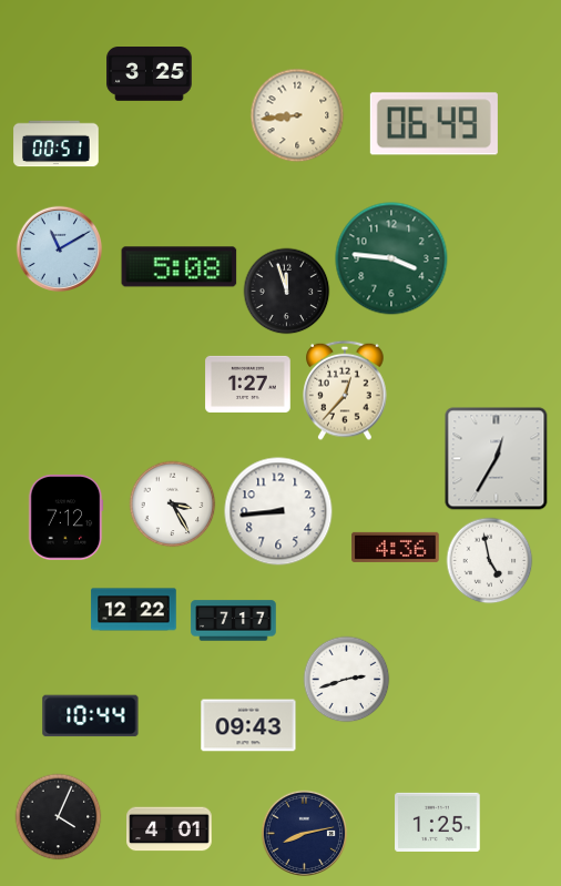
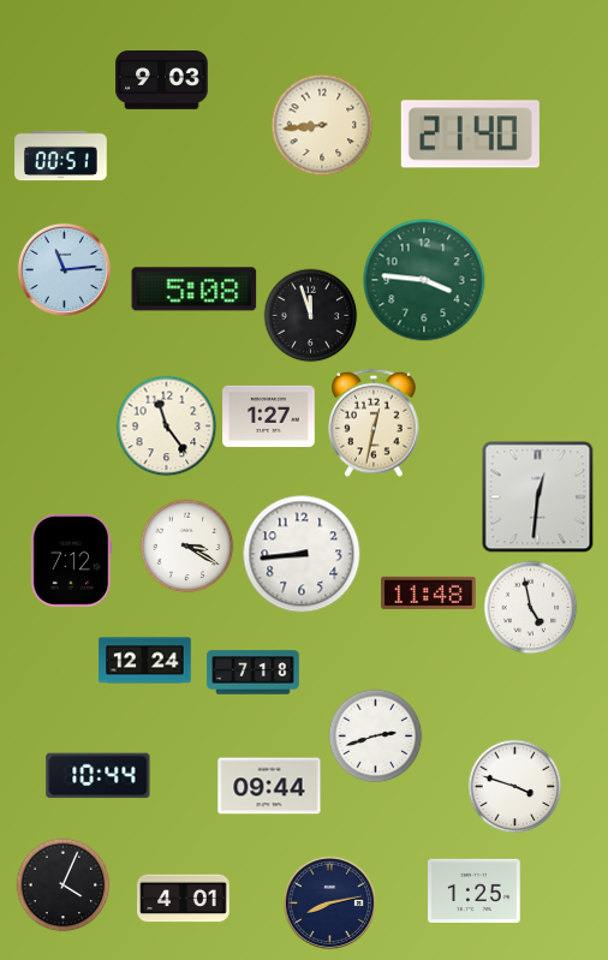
clock at (150, 74): 3:25 -> 9:03
clock at (433, 124): 06:49 -> 21:40
clock at (59, 248): 11:10 -> 11:14
clock at (345, 390): 12:37 -> 12:32
clock at (166, 425): none -> 11:24
clock at (496, 458): 12:35 -> 12:31
clock at (172, 503): 3:25 -> 3:20
clock at (396, 547): 4:36 -> 11:48
clock at (134, 610): 12:22 -> 12:24
clock at (234, 621): 7:17 -> 7:18
clock at (248, 725): 09:43 -> 09:44
clock at (514, 786): none -> 3:48
